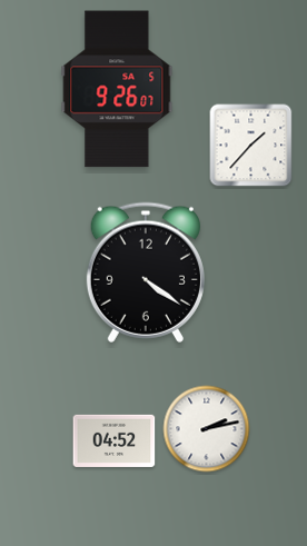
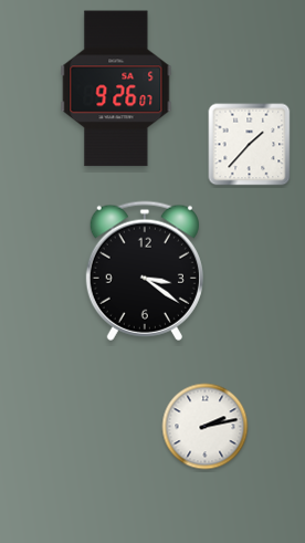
clock at (146, 272): 4:21 -> 3:21
clock at (115, 440): 04:52 -> none
